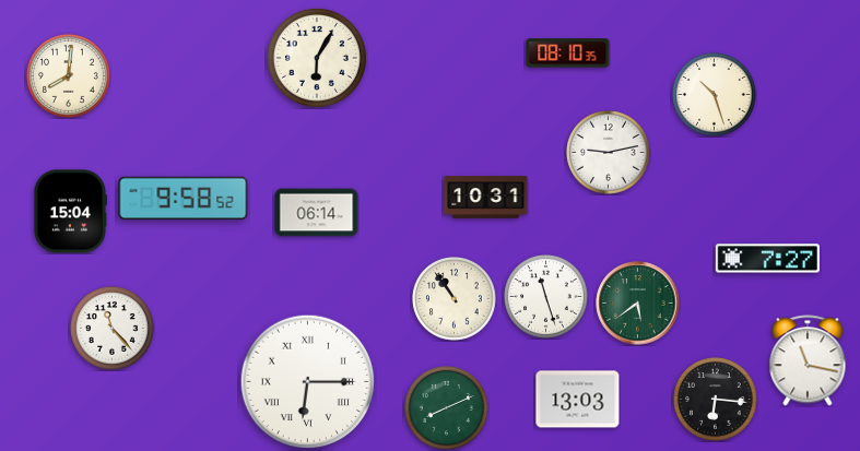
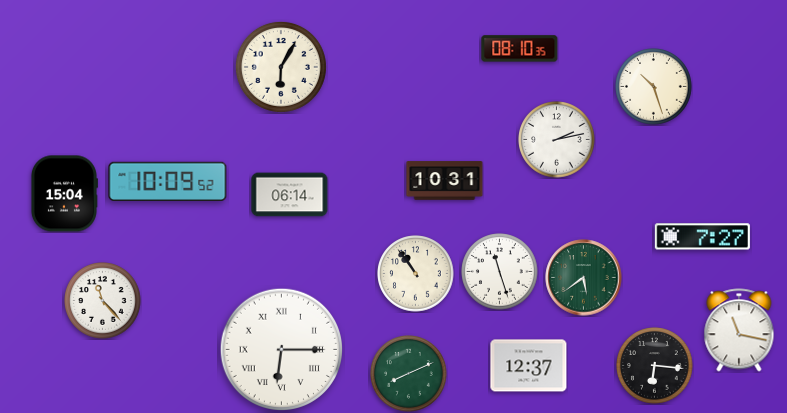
clock at (317, 58) position: (317, 58) -> (281, 67)
clock at (69, 76): 8:01 -> none
clock at (609, 153): 9:13 -> 2:13
clock at (184, 199): 9:58 -> 10:09
clock at (578, 400): 13:03 -> 12:37
